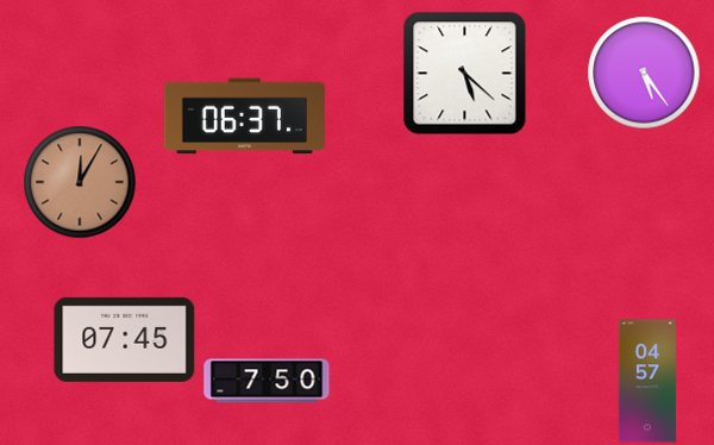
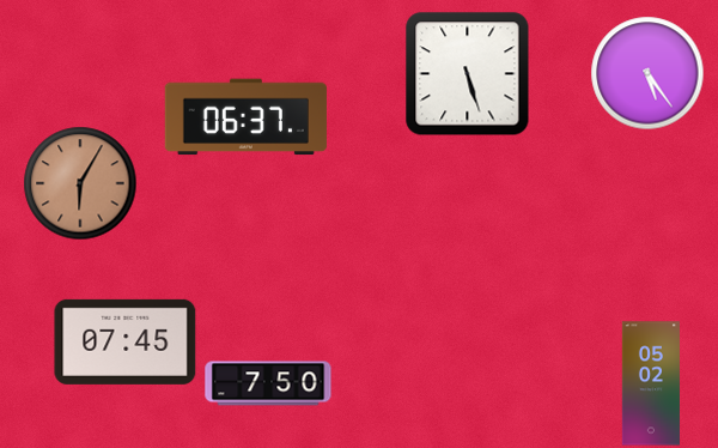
clock at (464, 73): 5:22 -> 5:27
clock at (80, 182): 12:05 -> 6:05
clock at (646, 381): 04:57 -> 05:02
